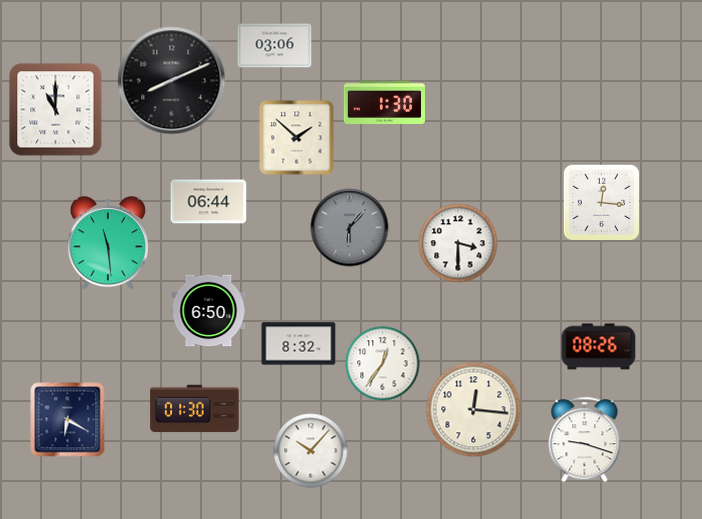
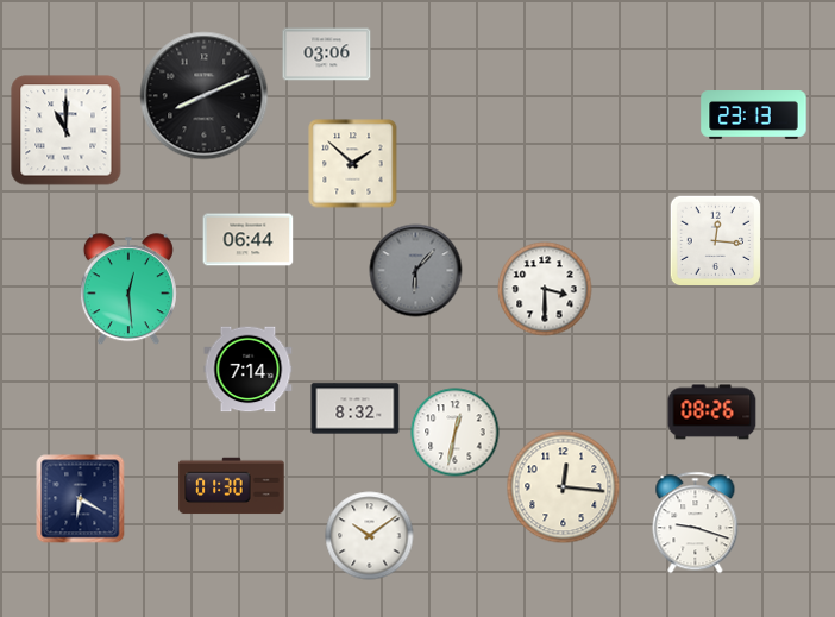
clock at (754, 115): none -> 23:13
clock at (384, 102): 1:30 -> none
clock at (108, 244): 11:29 -> 12:29
clock at (209, 311): 6:50 -> 7:14
clock at (383, 364): 12:36 -> 12:32
clock at (311, 451): 10:07 -> 10:09
